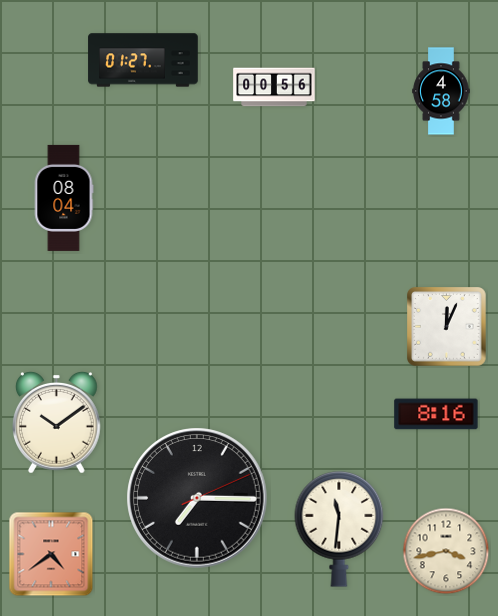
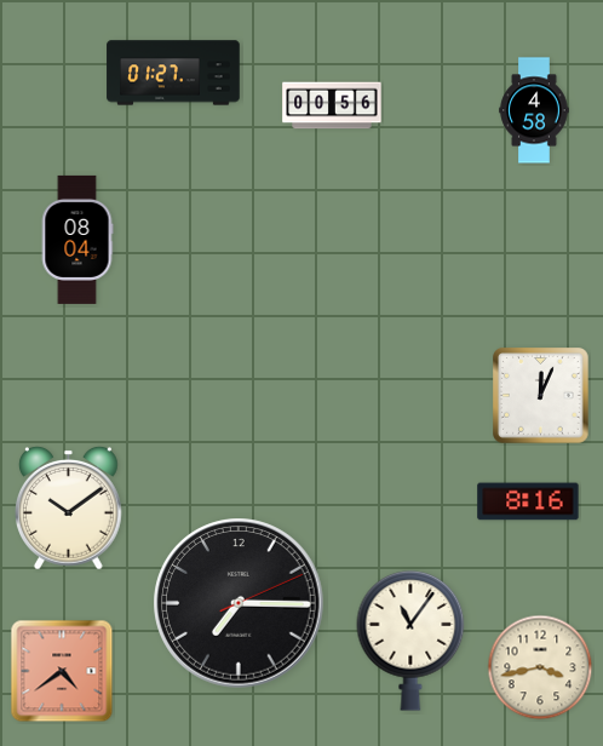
clock at (57, 423) position: (57, 423) -> (69, 509)
clock at (339, 530): 11:31 -> 11:06
